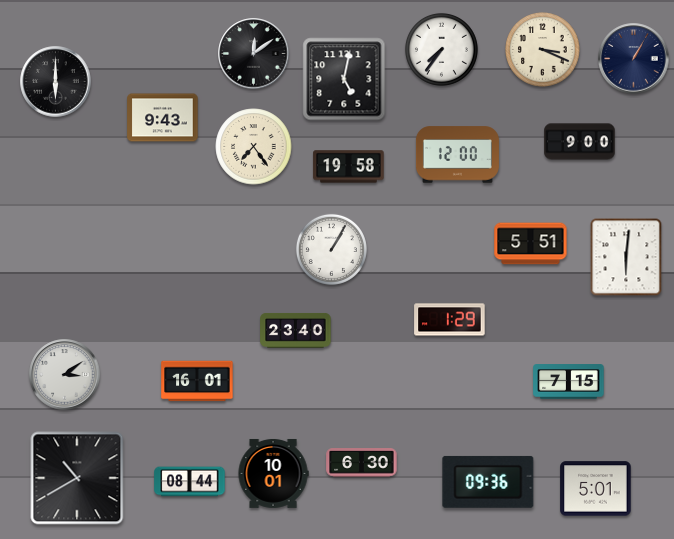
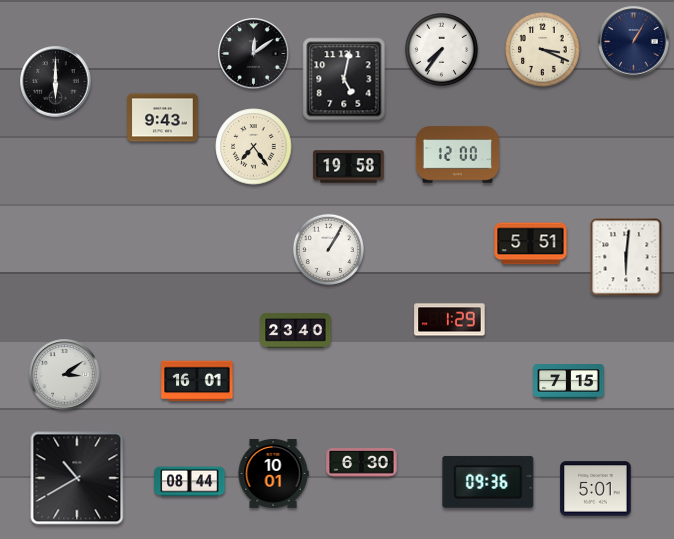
clock at (634, 59) position: (634, 59) -> (634, 42)
clock at (580, 142): 9:00 -> none
clock at (331, 249) position: (331, 249) -> (328, 249)
